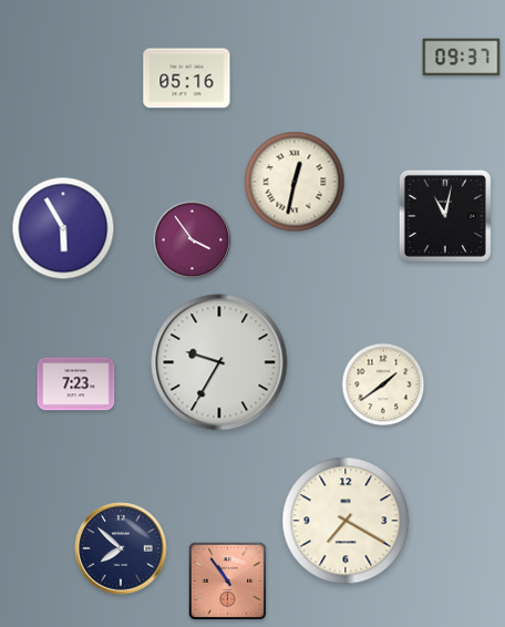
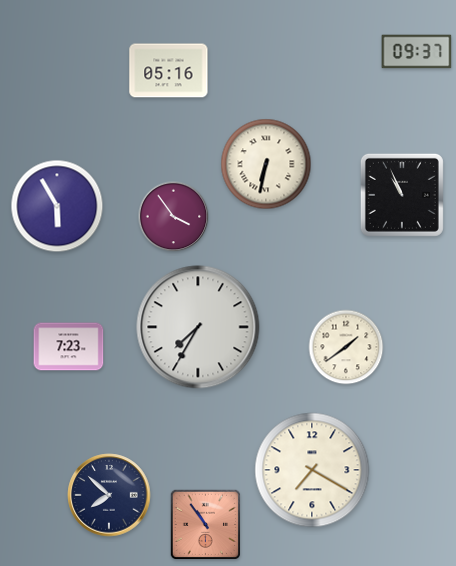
clock at (295, 182): 12:32 -> 6:32
clock at (445, 216): 11:02 -> 10:56
clock at (219, 362): 9:35 -> 7:35
